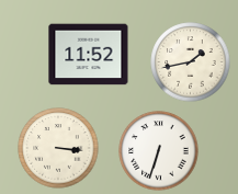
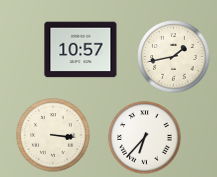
clock at (89, 55): 11:52 -> 10:57
clock at (159, 151): 6:33 -> 6:37
